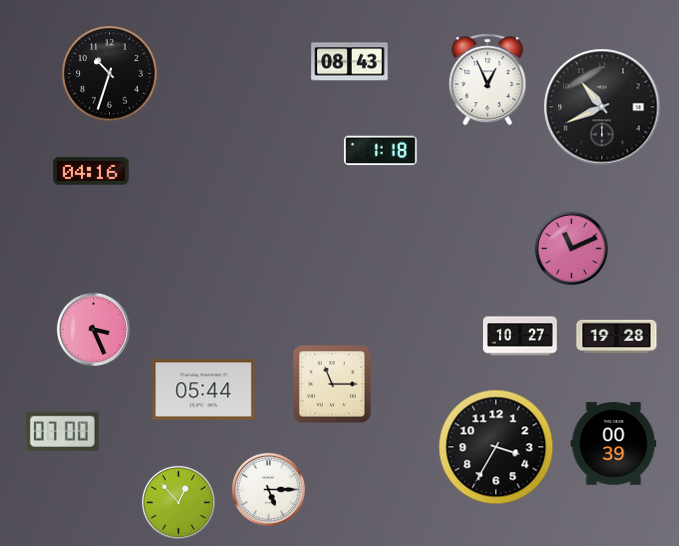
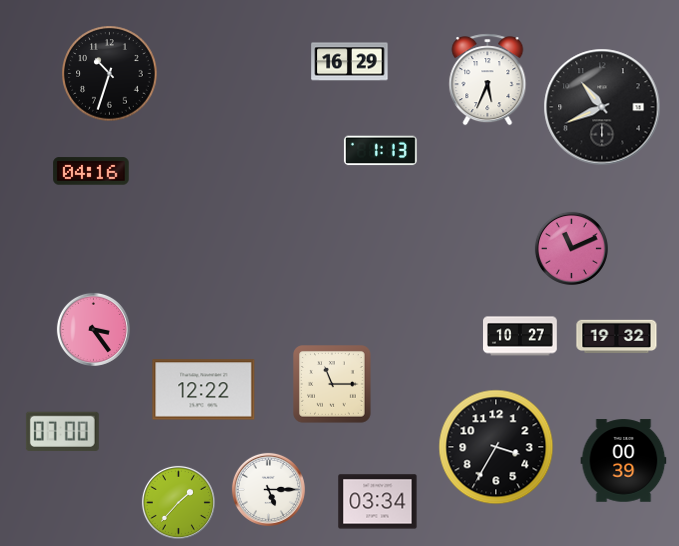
clock at (350, 62): 08:43 -> 16:29
clock at (488, 80): 12:56 -> 5:34
clock at (380, 151): 1:18 -> 1:13
clock at (93, 329): 3:26 -> 3:24
clock at (617, 337): 19:28 -> 19:32
clock at (204, 390): 05:44 -> 12:22
clock at (614, 444) position: (614, 444) -> (624, 461)
clock at (178, 502): 12:53 -> 1:37
clock at (378, 502): none -> 03:34
